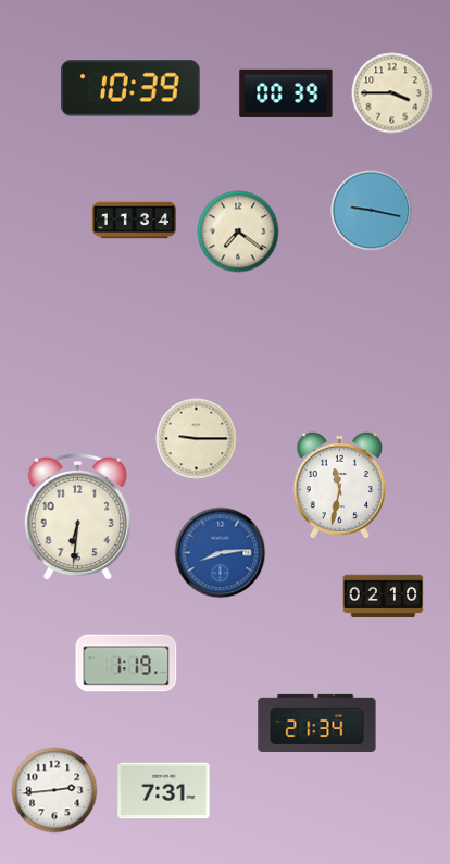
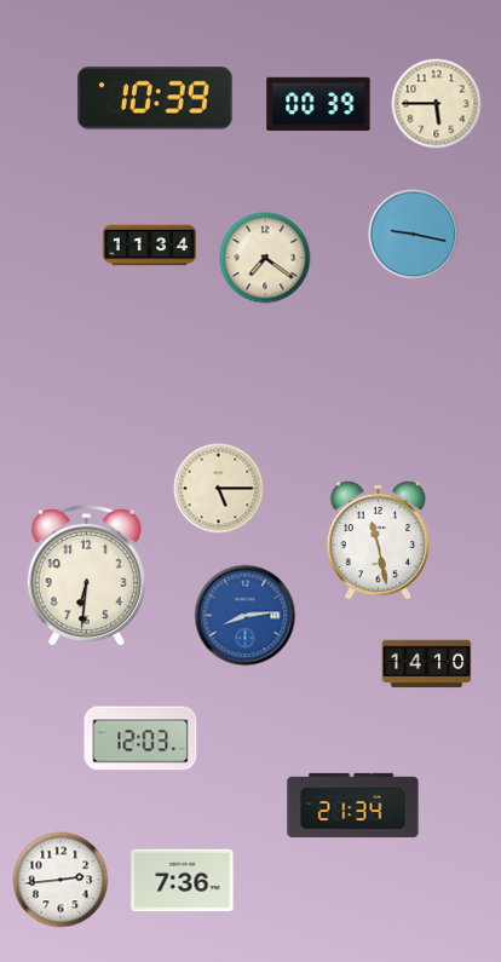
clock at (130, 88) position: (130, 88) -> (155, 98)
clock at (392, 93): 3:45 -> 5:45
clock at (197, 439): 9:15 -> 5:15
clock at (340, 485): 11:32 -> 11:28
clock at (384, 597): 02:10 -> 14:10
clock at (126, 663): 1:19 -> 12:03
clock at (164, 791): 7:31 -> 7:36
